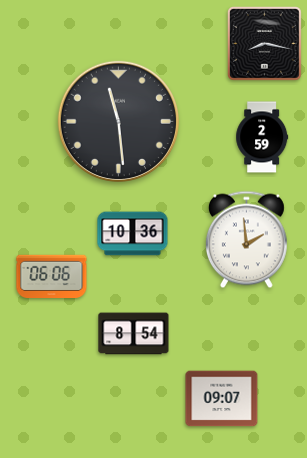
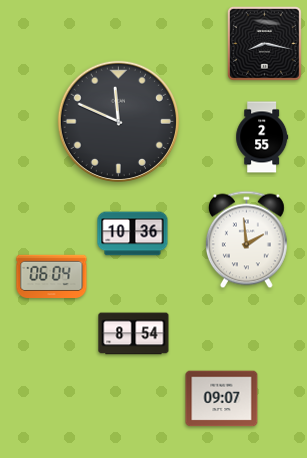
clock at (118, 121): 11:29 -> 11:49
clock at (262, 137): 2:59 -> 2:55
clock at (52, 276): 06:06 -> 06:04
